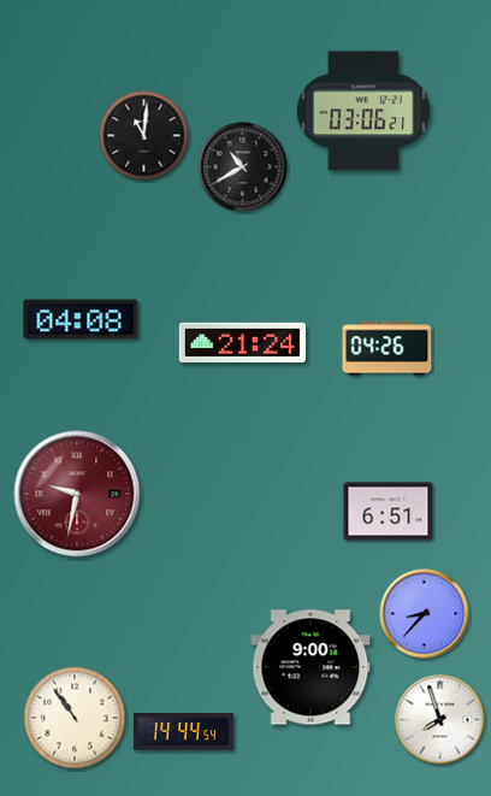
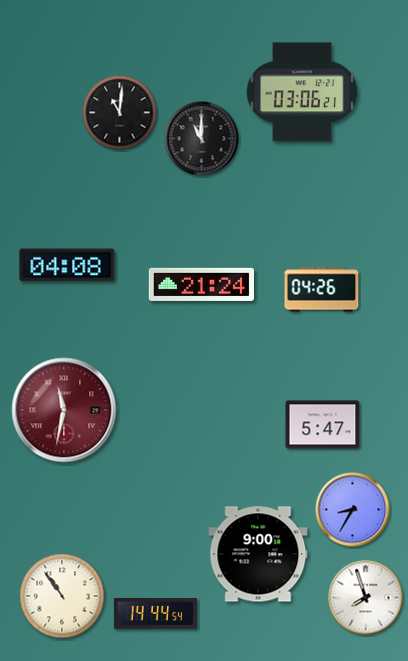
clock at (243, 167): 10:40 -> 11:00
clock at (77, 494): 9:32 -> 11:32
clock at (389, 512): 6:51 -> 5:47
clock at (425, 614): 8:37 -> 8:35
clock at (183, 732) position: (183, 732) -> (155, 614)
